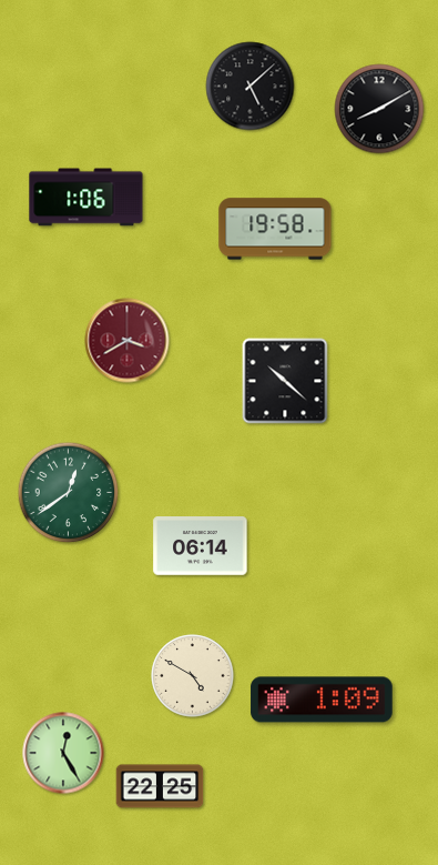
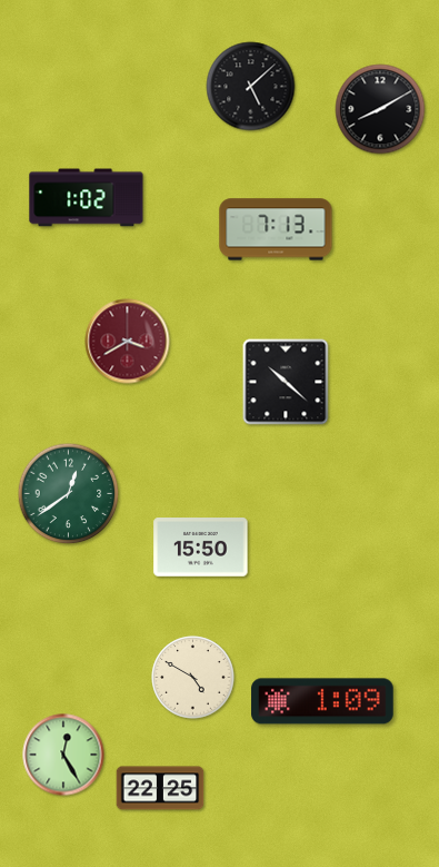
clock at (86, 198): 1:06 -> 1:02
clock at (275, 229): 19:58 -> 7:13
clock at (201, 546): 06:14 -> 15:50
